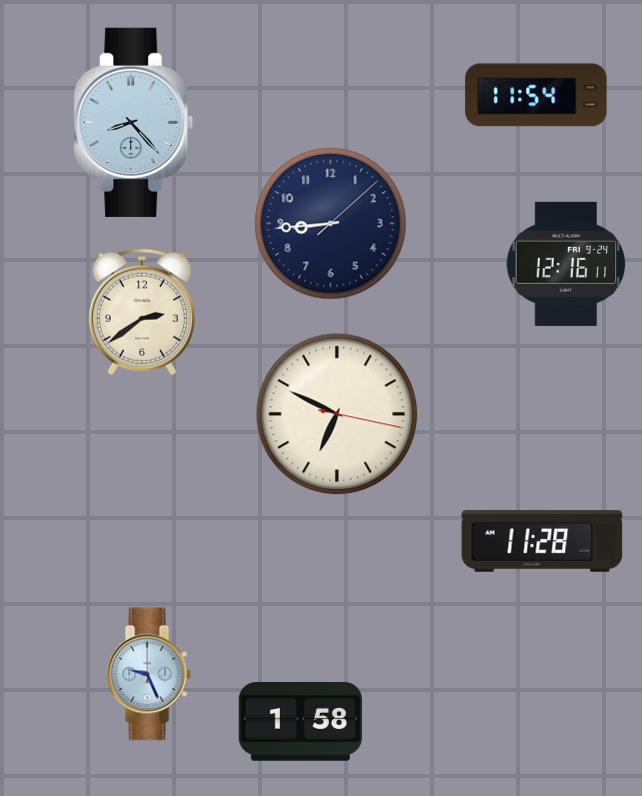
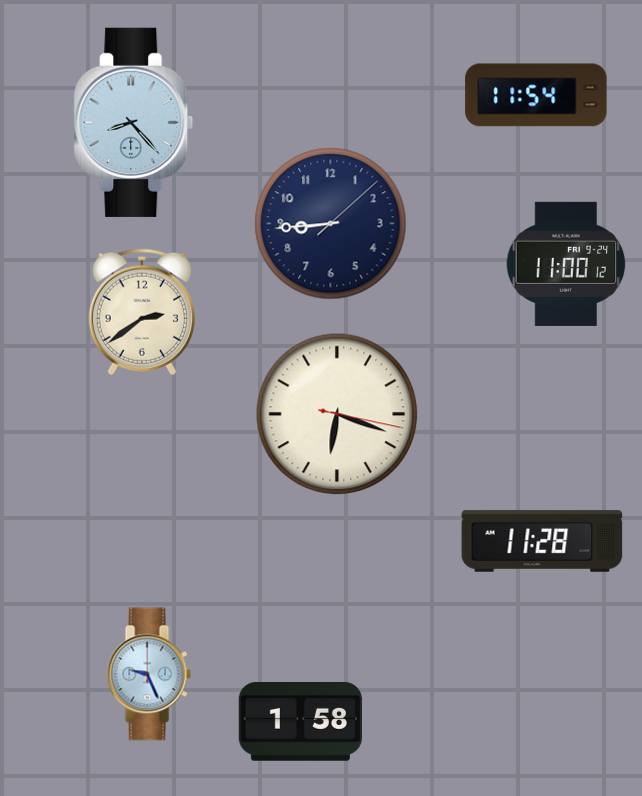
clock at (566, 264): 12:16 -> 11:00
clock at (337, 414): 6:49 -> 6:18
